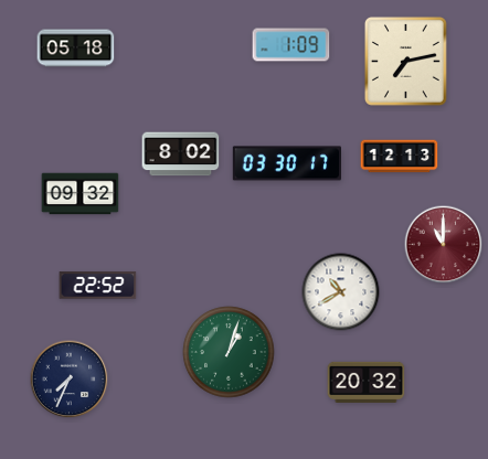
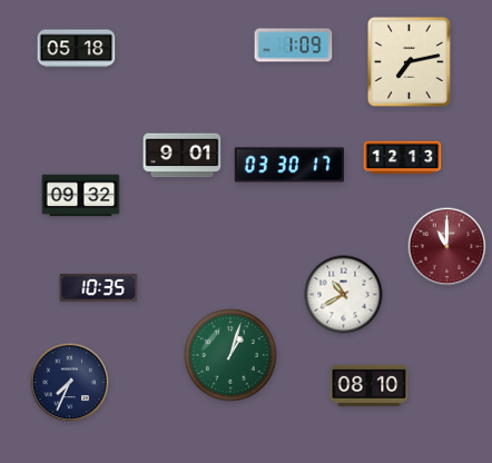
clock at (181, 154): 8:02 -> 9:01
clock at (98, 286): 22:52 -> 10:35
clock at (367, 382): 20:32 -> 08:10
